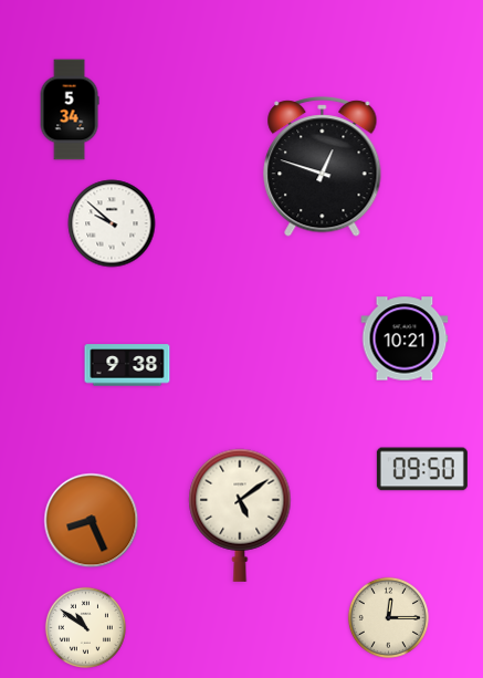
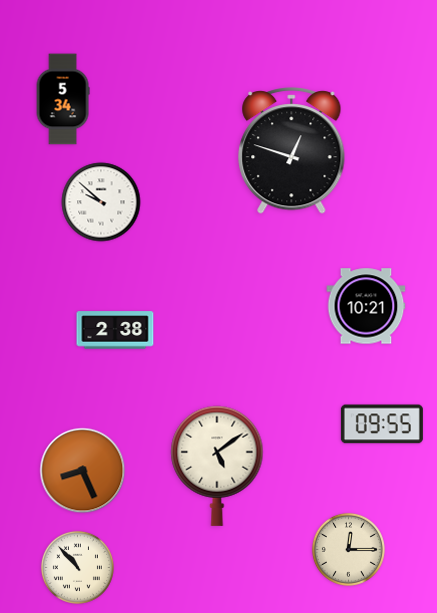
clock at (127, 365): 9:38 -> 2:38
clock at (422, 469): 09:50 -> 09:55
clock at (388, 617) position: (388, 617) -> (348, 549)
clock at (85, 627): 10:51 -> 10:53
